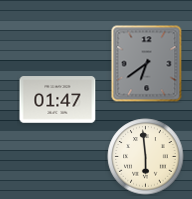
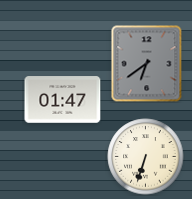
clock at (58, 100) position: (58, 100) -> (63, 100)
clock at (146, 157): 5:59 -> 6:33
